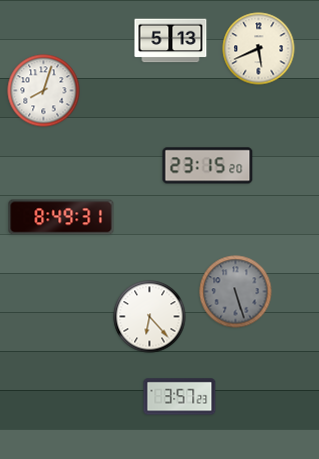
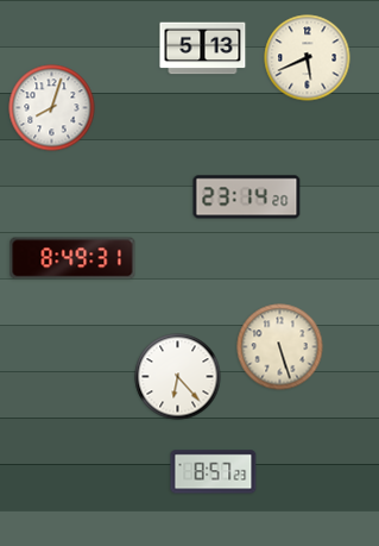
clock at (208, 166): 23:15 -> 23:14
clock at (236, 292) dial: grey -> cream
clock at (180, 397): 3:57 -> 8:57
